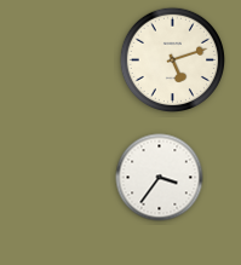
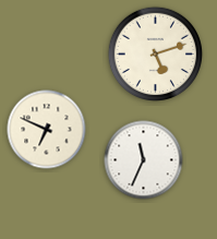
clock at (47, 130): none -> 6:49
clock at (160, 178): 3:36 -> 11:34
